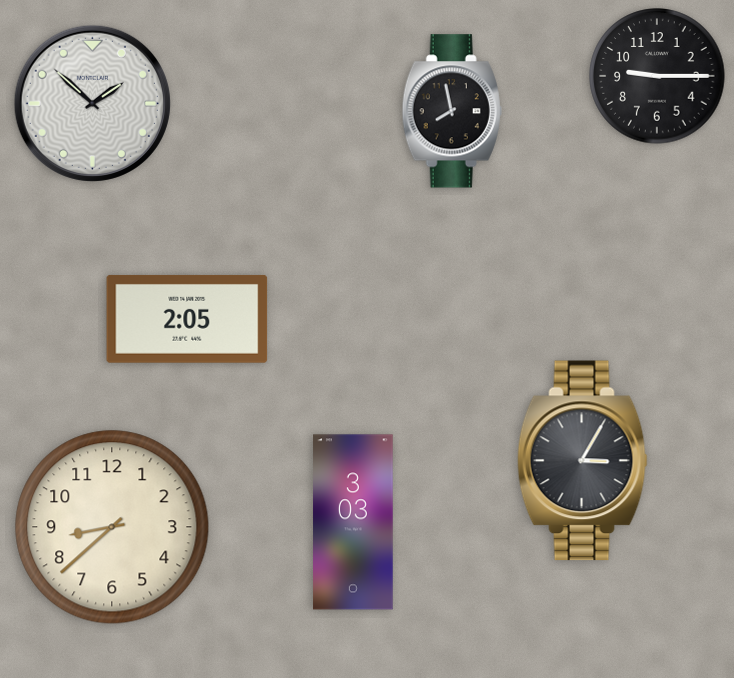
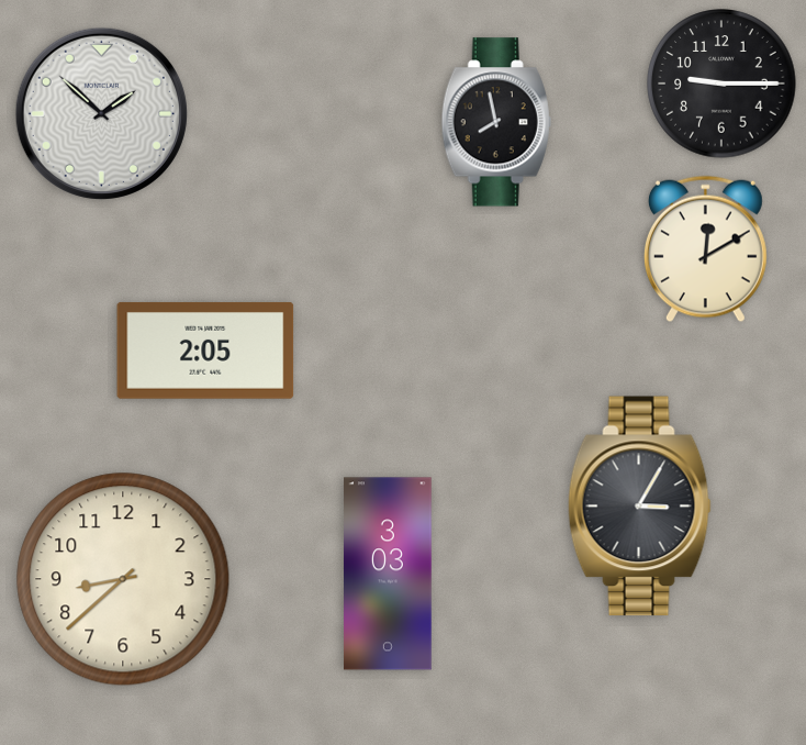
clock at (705, 249): none -> 12:10
